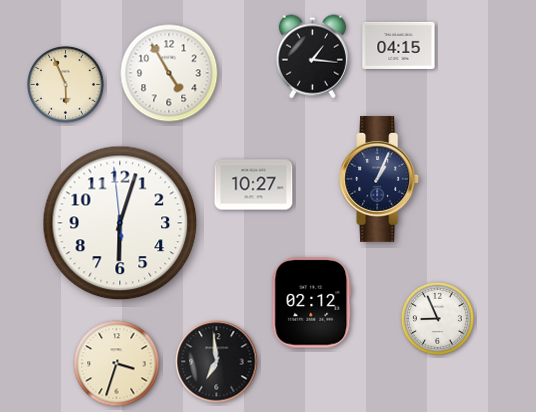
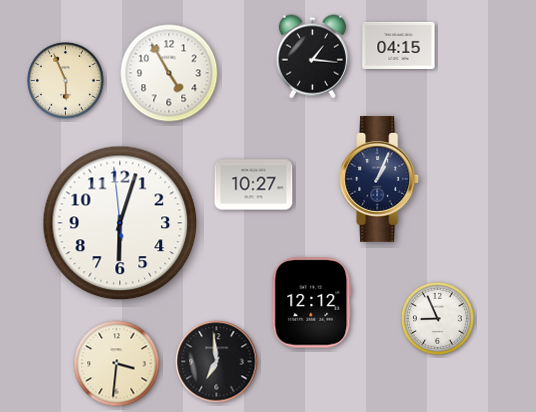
clock at (66, 85) position: (66, 85) -> (66, 81)
clock at (312, 303): 02:12 -> 12:12
clock at (117, 364): 3:33 -> 3:31
